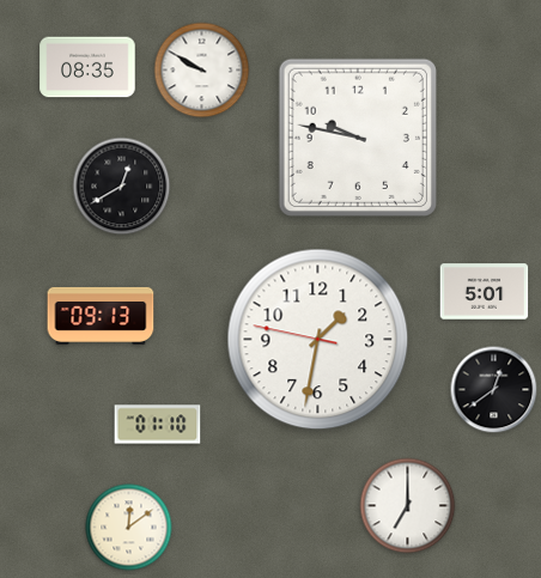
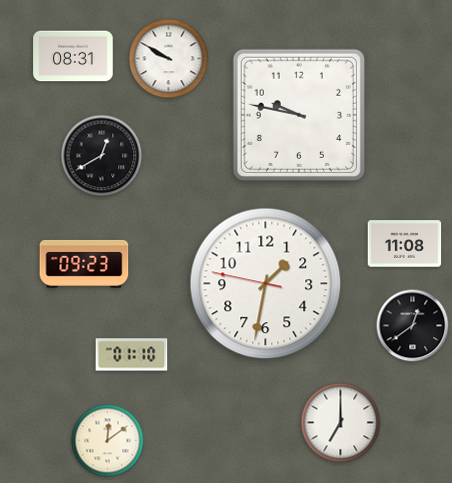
clock at (87, 67): 08:35 -> 08:31
clock at (485, 292): 5:01 -> 11:08
clock at (101, 316): 09:13 -> 09:23
